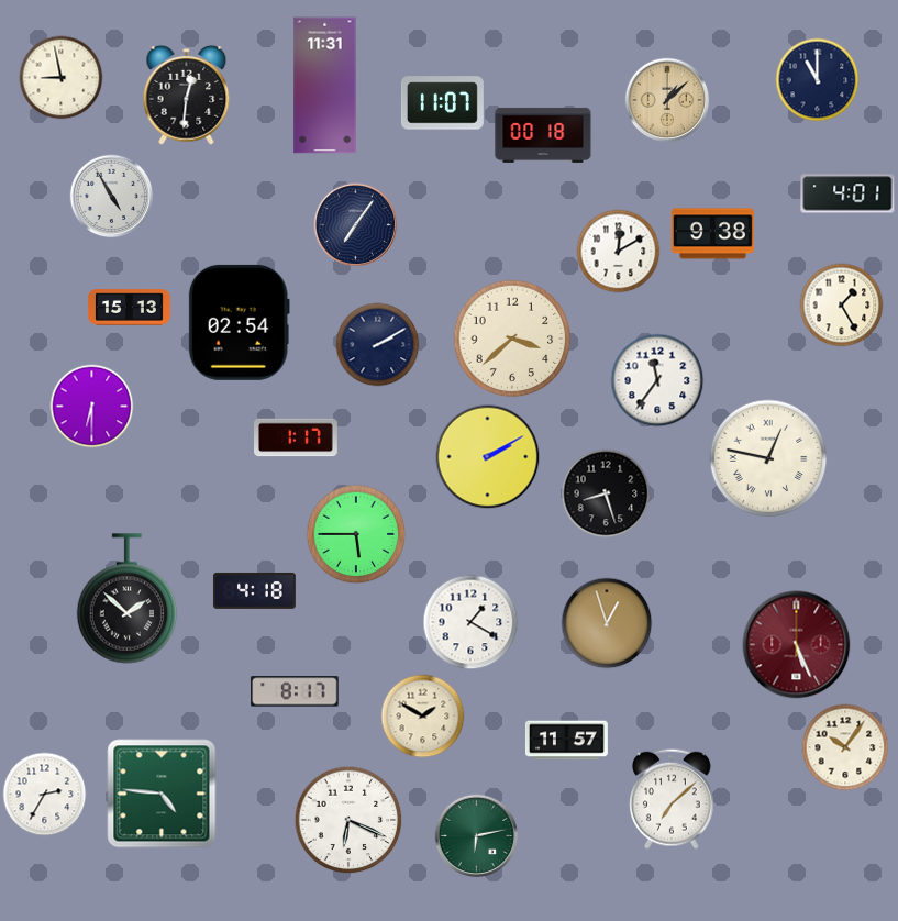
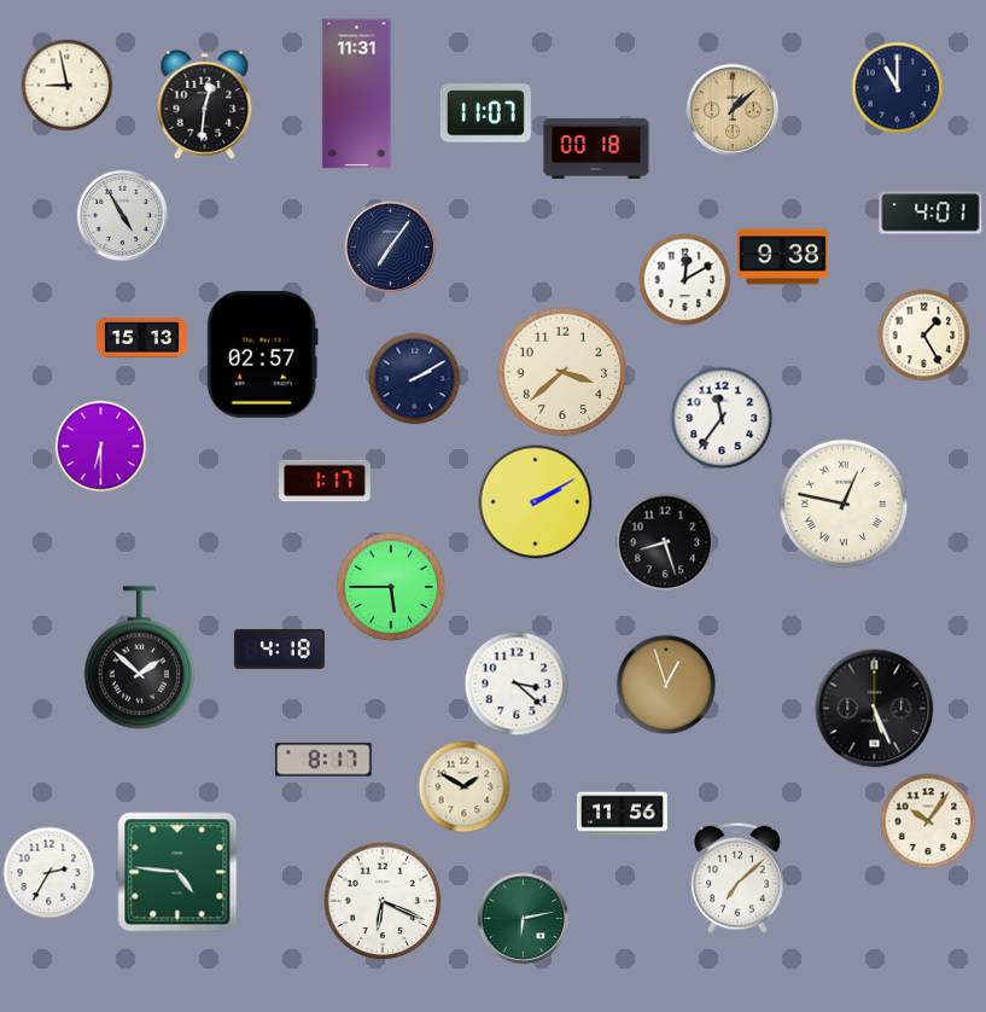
clock at (619, 252) position: (619, 252) -> (685, 280)
clock at (239, 322): 02:54 -> 02:57
clock at (470, 622): 1:20 -> 3:22
clock at (797, 645) dial: burgundy -> black
clock at (566, 741): 11:57 -> 11:56
